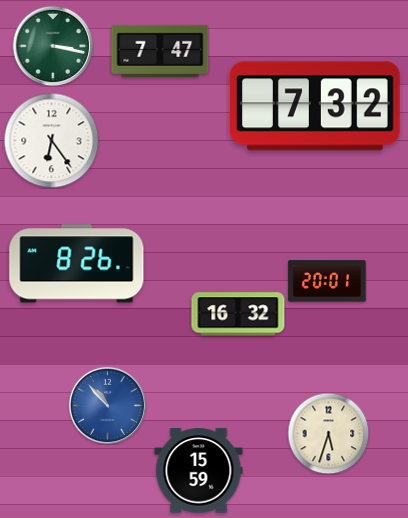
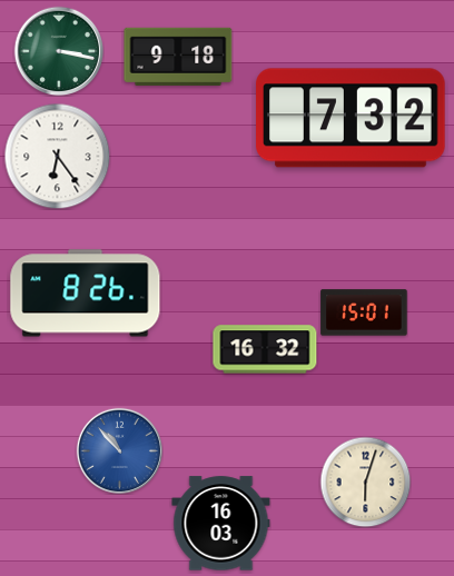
clock at (160, 51): 7:47 -> 9:18
clock at (327, 281): 20:01 -> 15:01
clock at (328, 433): 5:33 -> 6:03
clock at (199, 471): 15:59 -> 16:03
